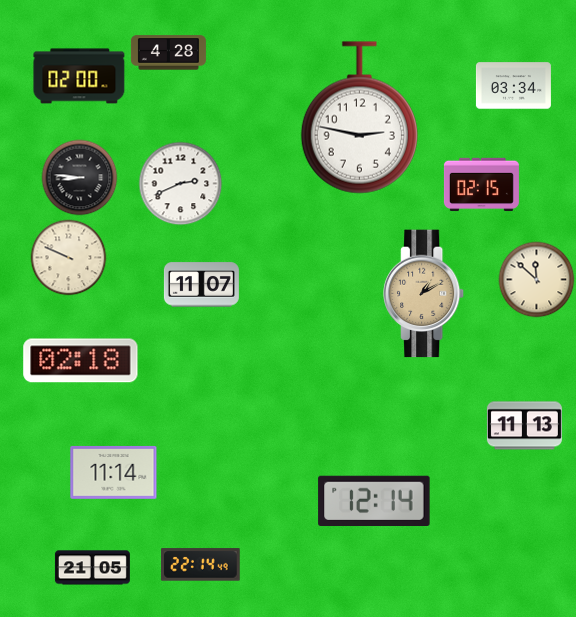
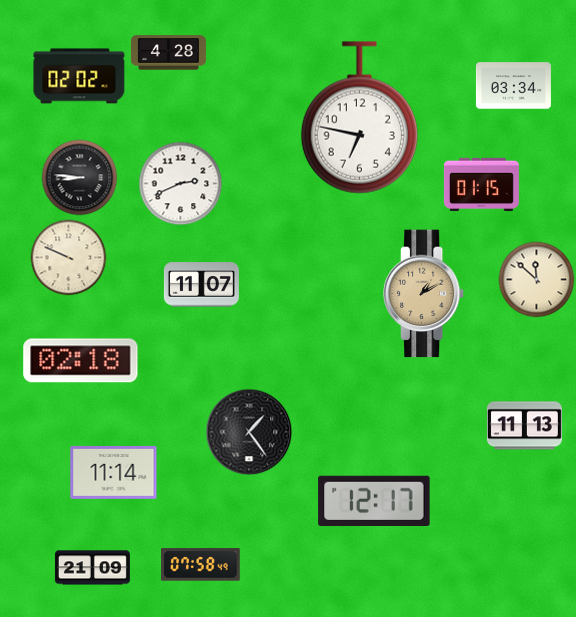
clock at (79, 76): 02:00 -> 02:02
clock at (359, 118): 2:47 -> 6:47
clock at (481, 185): 02:15 -> 01:15
clock at (249, 432): none -> 1:24
clock at (374, 500): 12:14 -> 12:17
clock at (201, 565): 22:14 -> 07:58
clock at (92, 568): 21:05 -> 21:09
